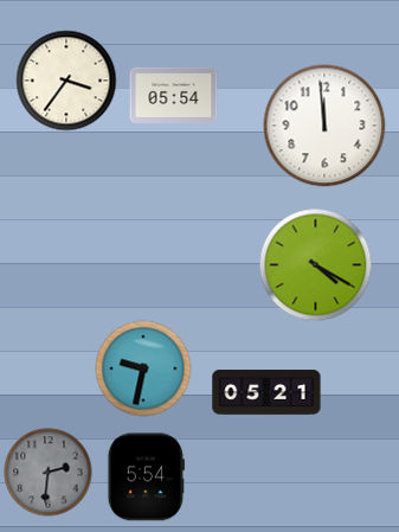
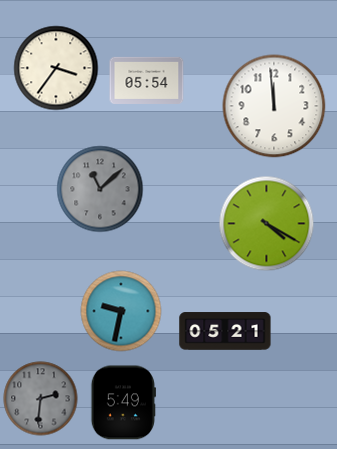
clock at (100, 189): none -> 11:08
clock at (146, 477): 5:54 -> 5:49
